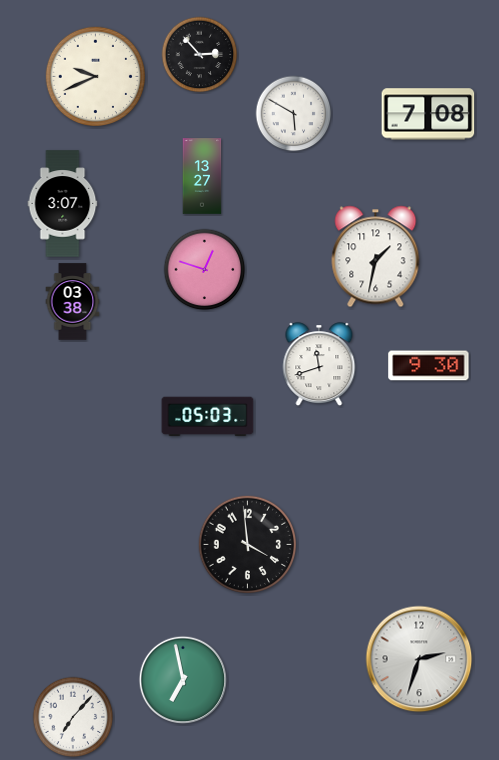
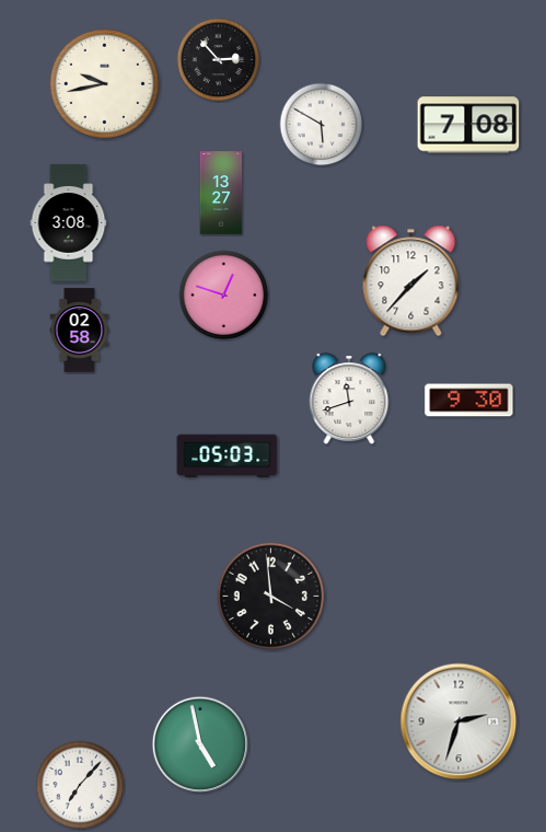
clock at (95, 76): 9:41 -> 9:43
clock at (63, 204): 3:07 -> 3:08
clock at (376, 257): 1:32 -> 1:37
clock at (73, 302): 03:38 -> 02:58
clock at (183, 680): 6:58 -> 4:58
